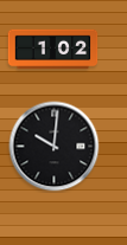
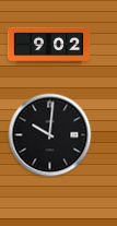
clock at (53, 50): 1:02 -> 9:02
